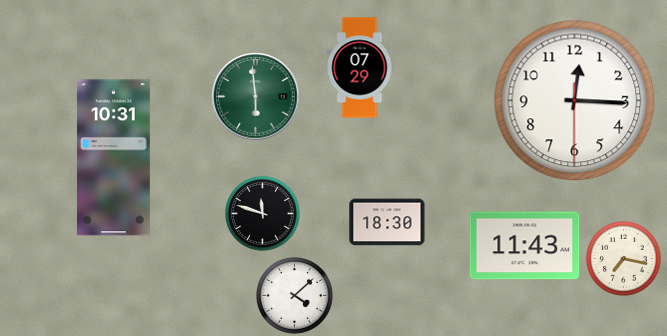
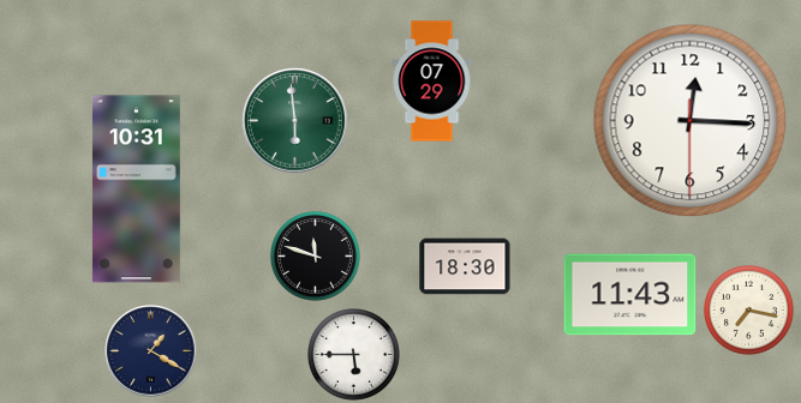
clock at (256, 97) position: (256, 97) -> (295, 121)
clock at (151, 351): none -> 1:20
clock at (295, 296): 4:08 -> 5:45
